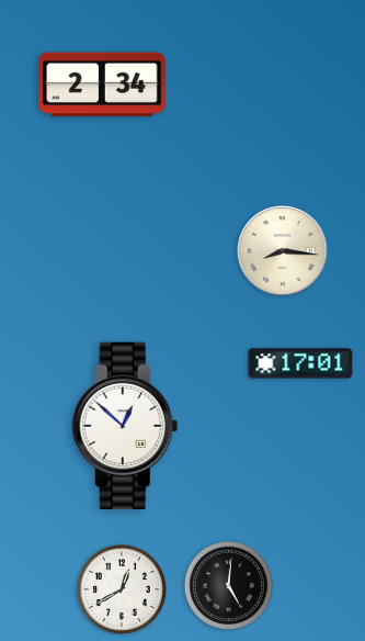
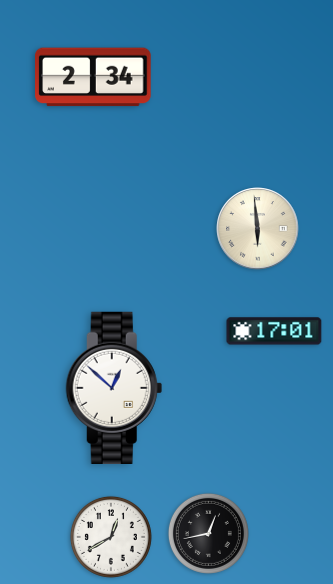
clock at (283, 251): 8:16 -> 5:59
clock at (228, 585): 5:01 -> 12:43
